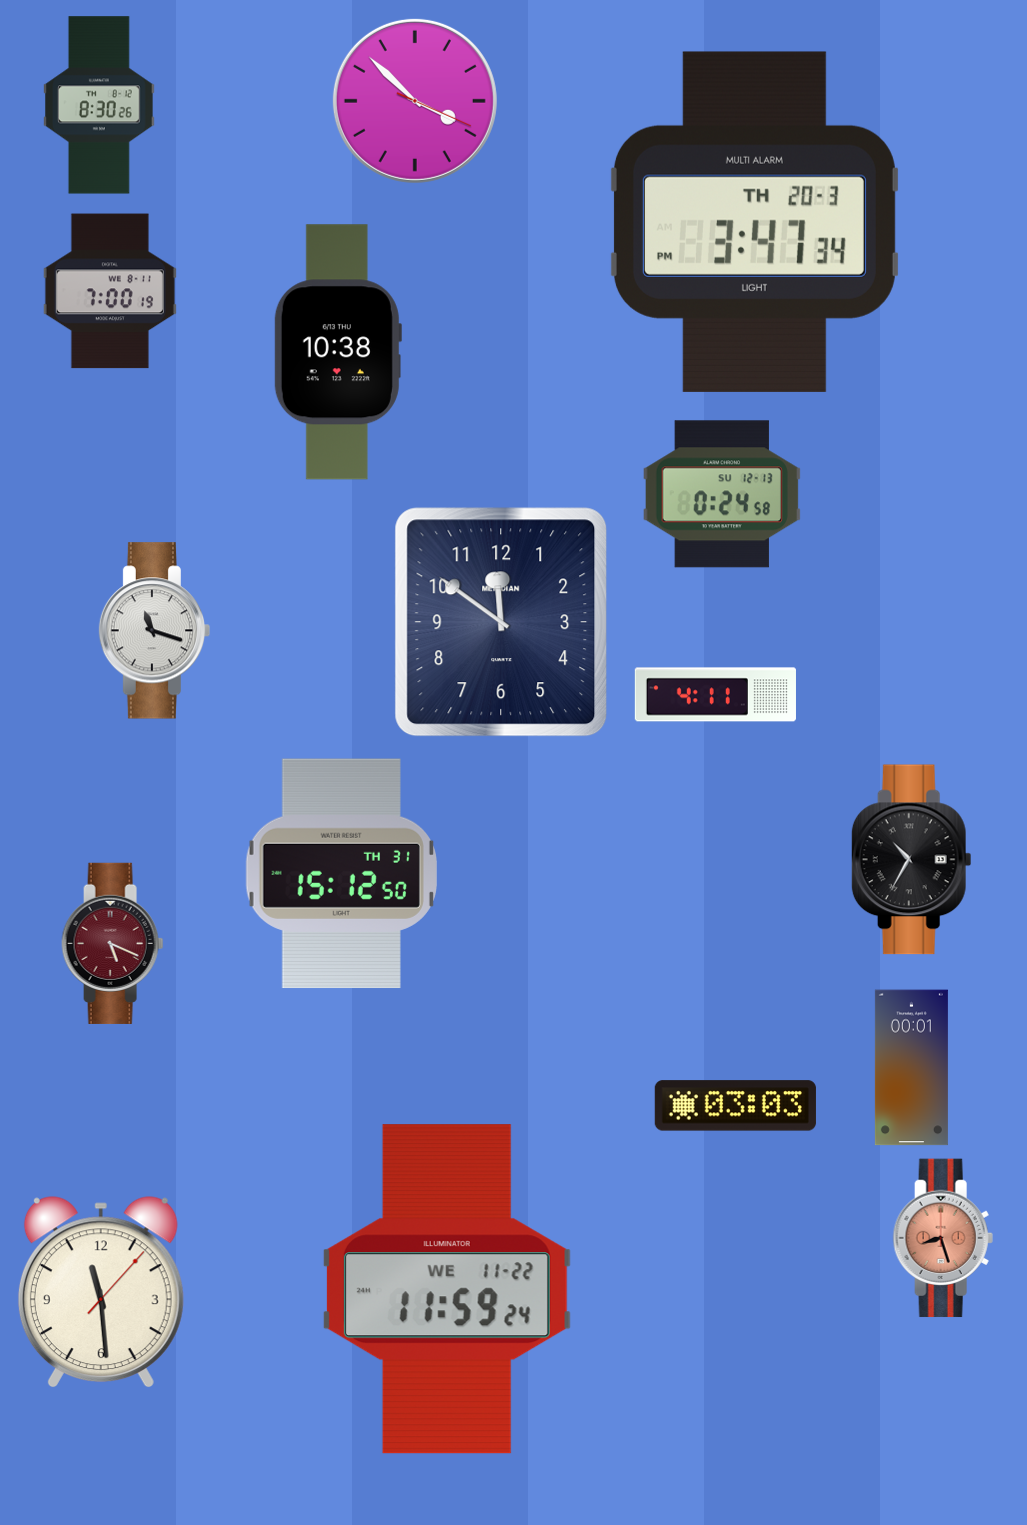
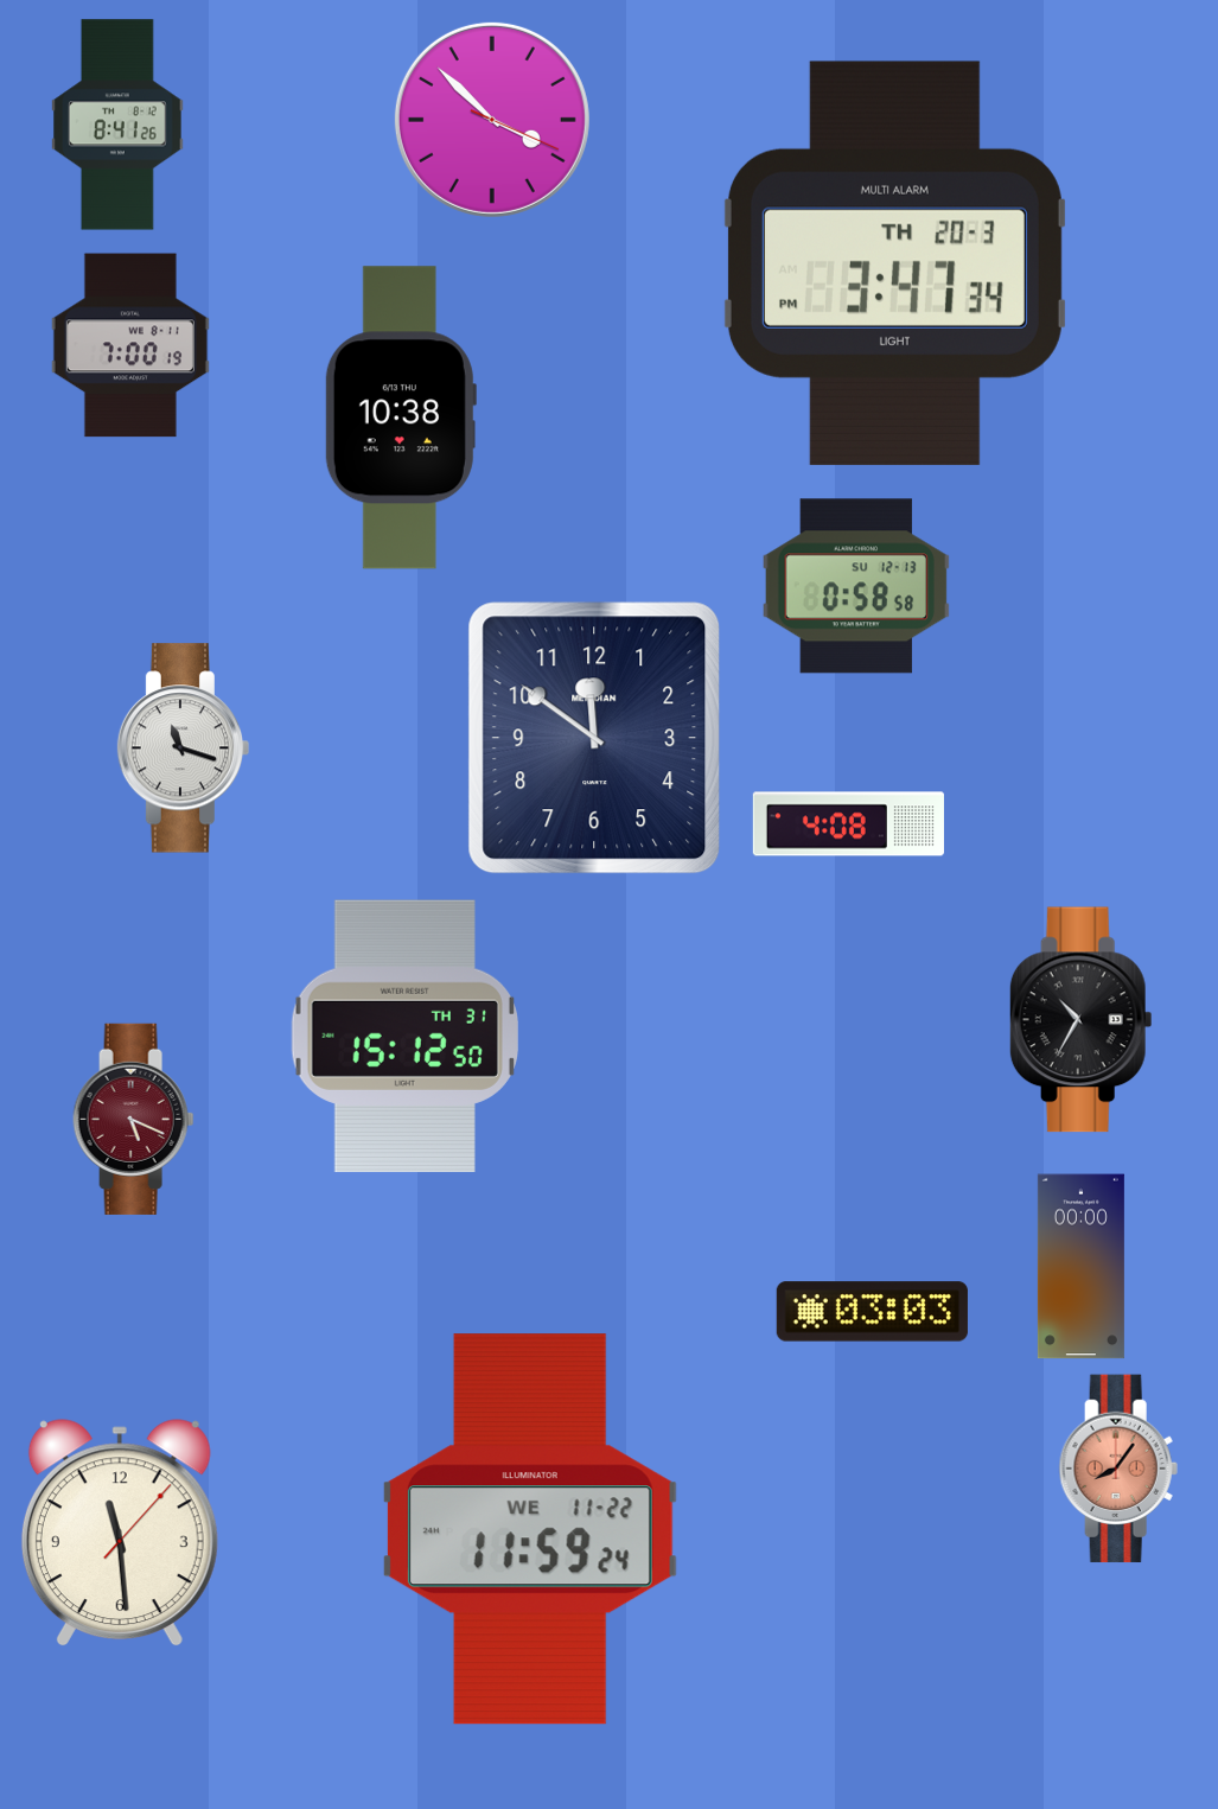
clock at (100, 105): 8:30 -> 8:41
clock at (722, 494): 0:24 -> 0:58
clock at (715, 695): 4:11 -> 4:08
clock at (911, 1068): 00:01 -> 00:00
clock at (943, 1238): 8:27 -> 8:06
